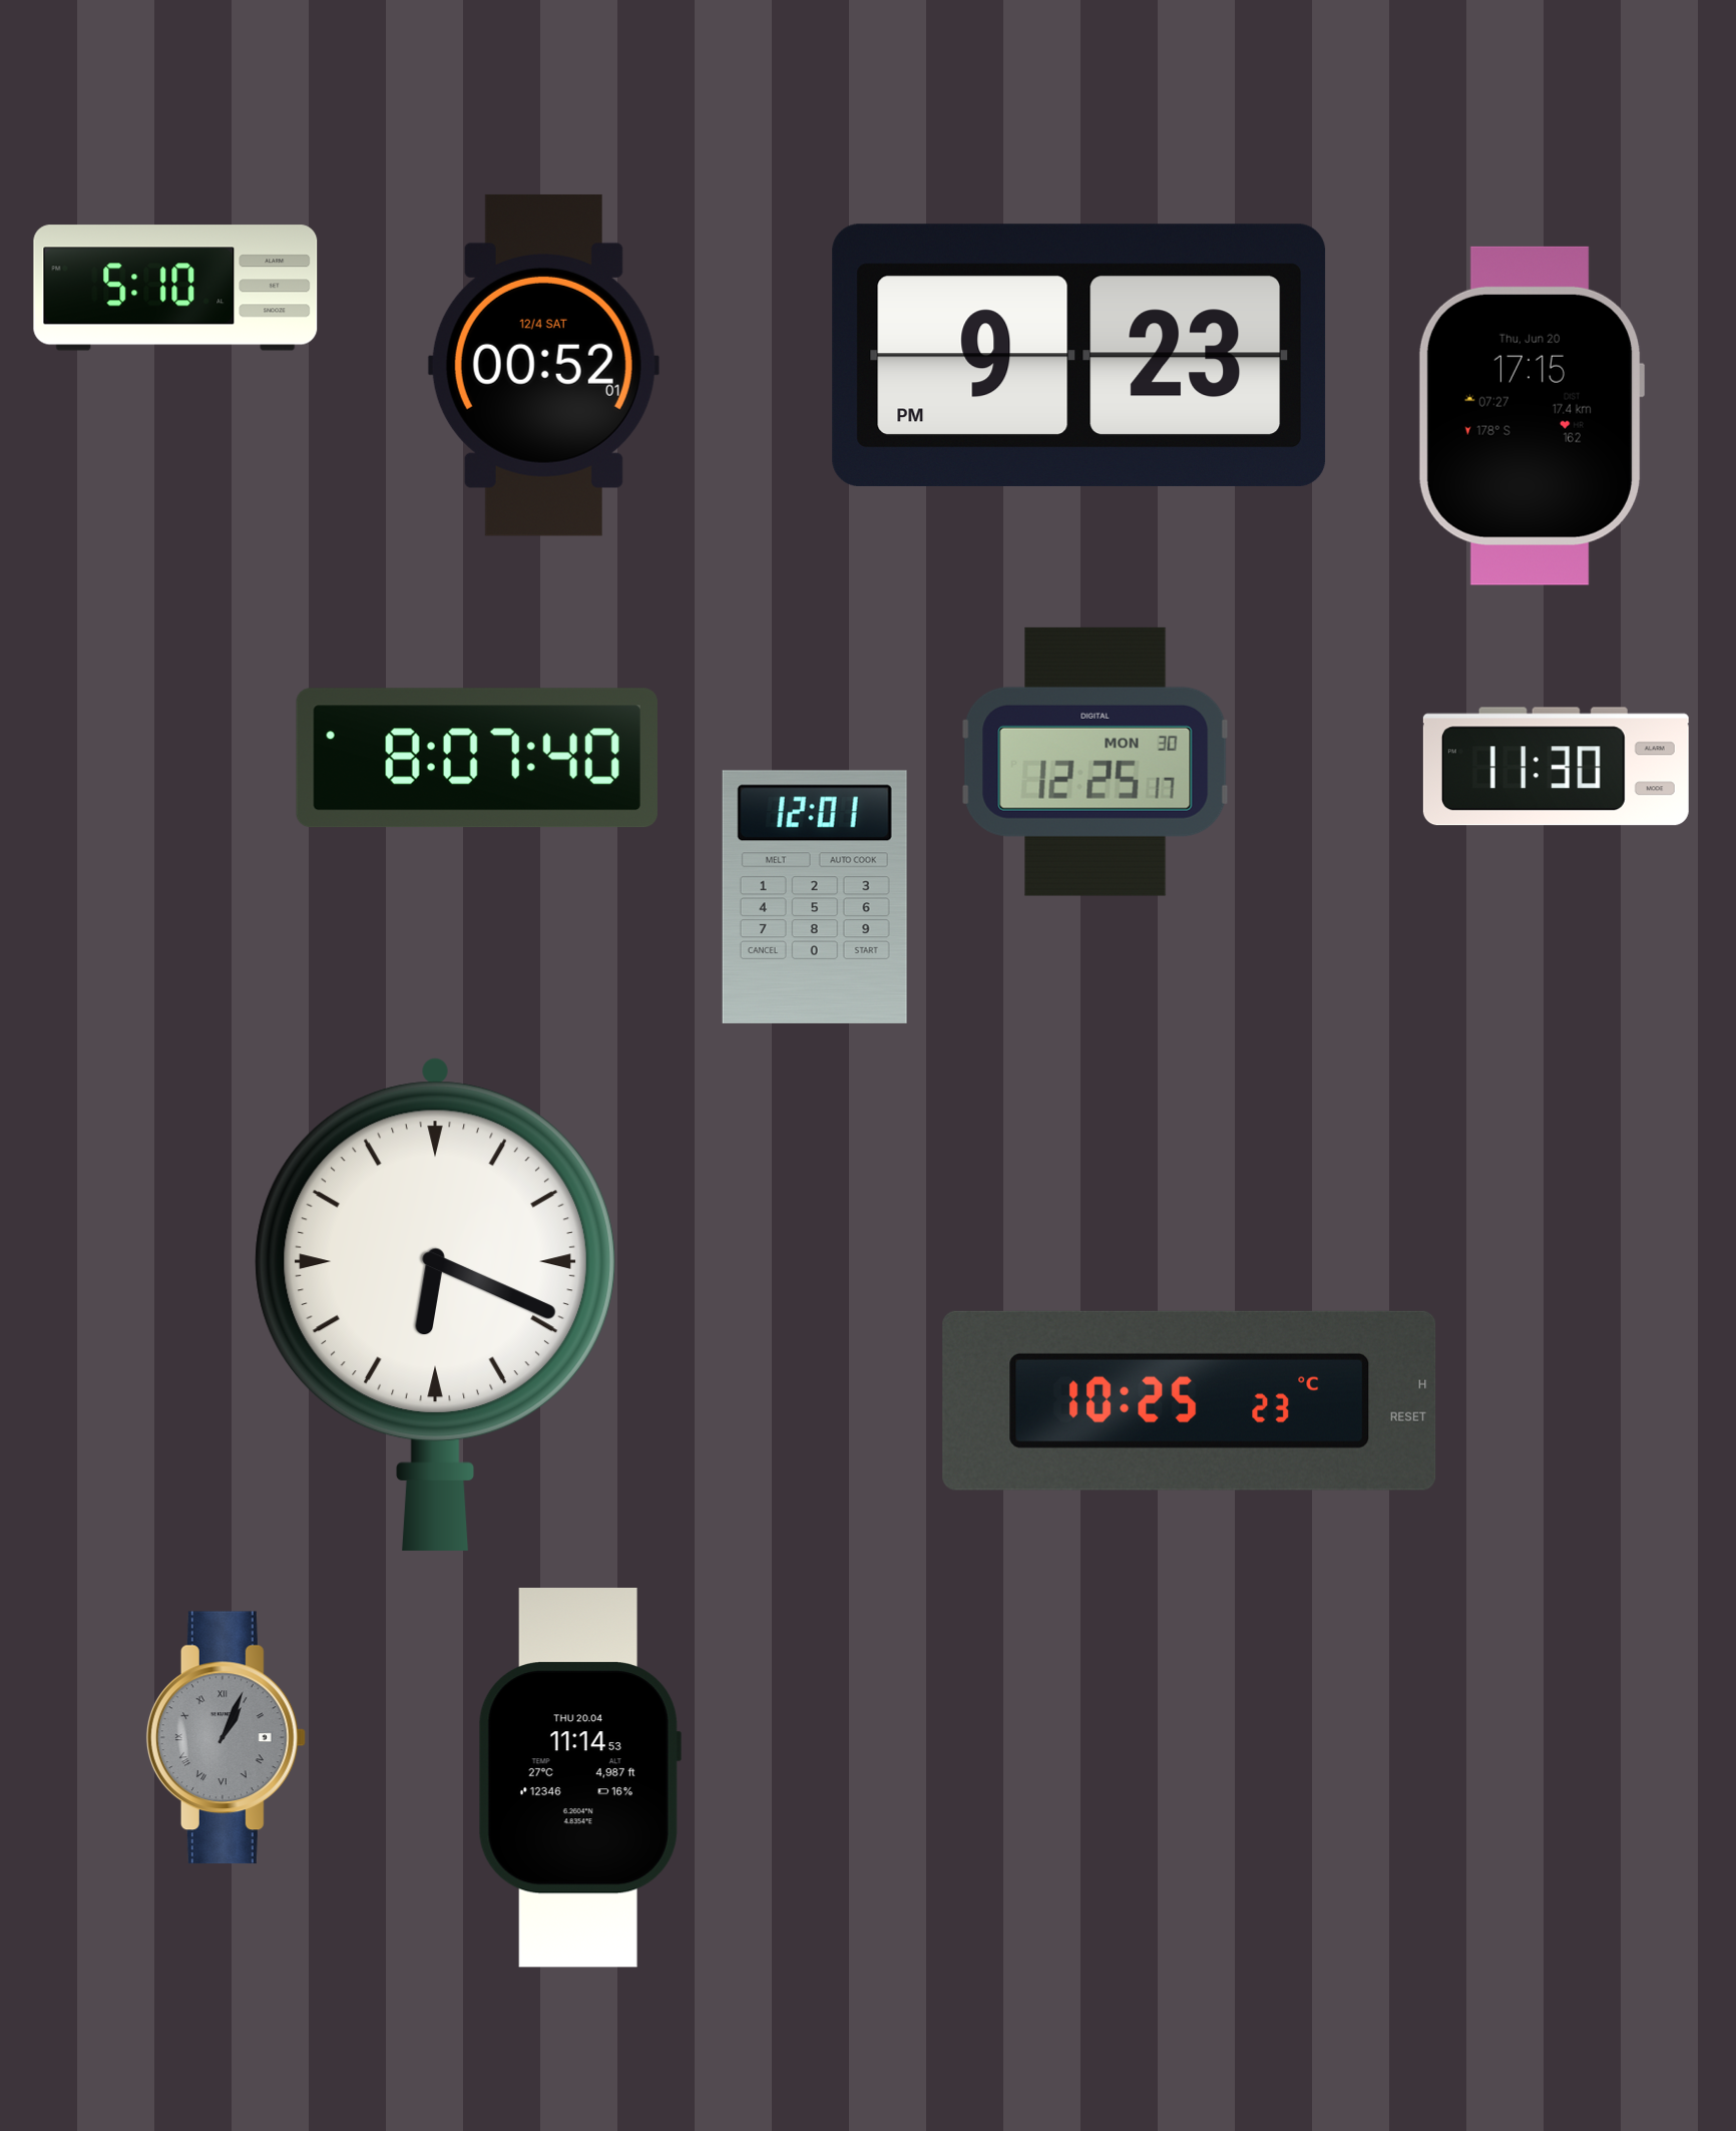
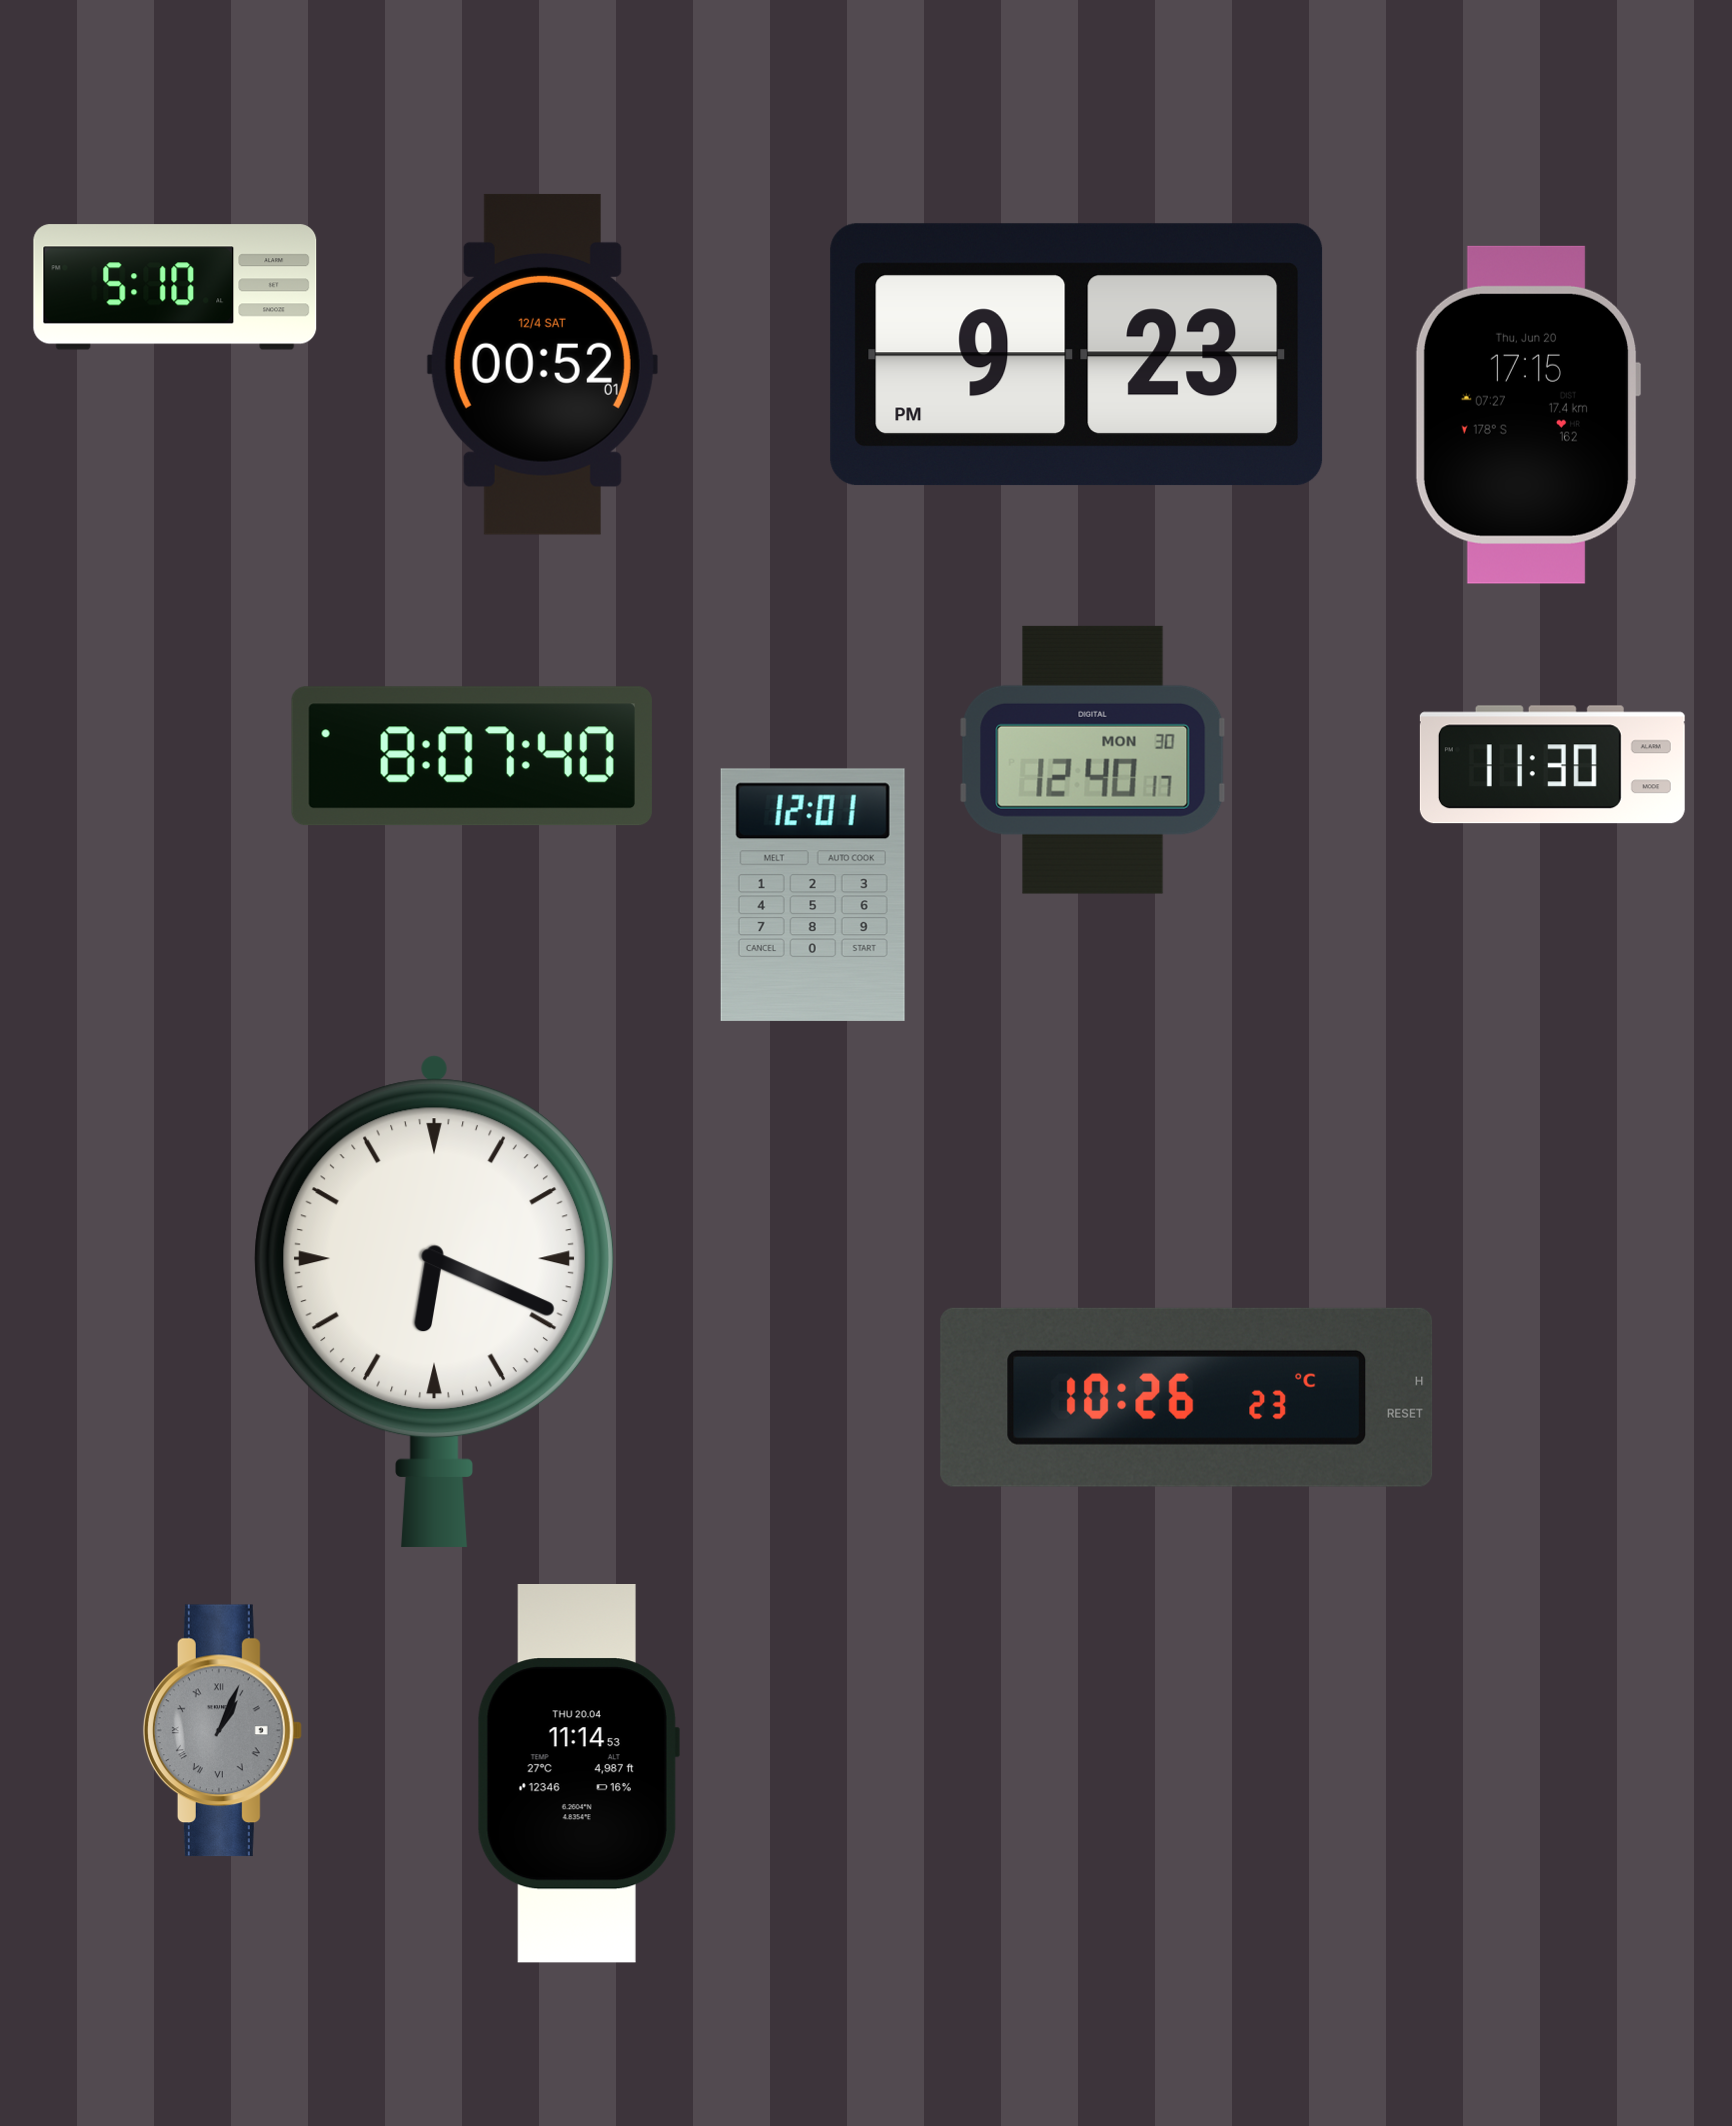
clock at (477, 758) position: (477, 758) -> (472, 756)
clock at (1096, 762): 12:25 -> 12:40
clock at (1190, 1400): 10:25 -> 10:26
clock at (226, 1738) position: (226, 1738) -> (222, 1731)
